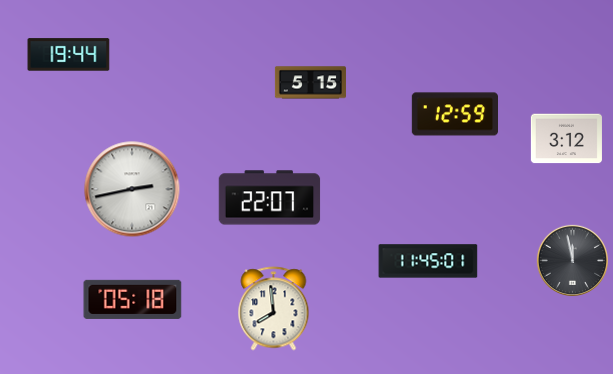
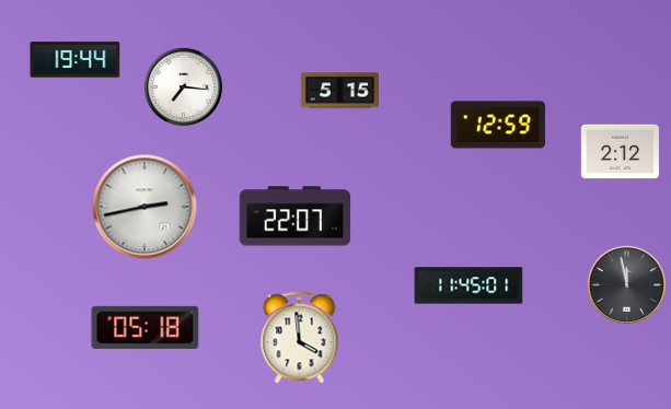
clock at (183, 86): none -> 7:16
clock at (566, 139): 3:12 -> 2:12
clock at (274, 309): 7:59 -> 3:59
